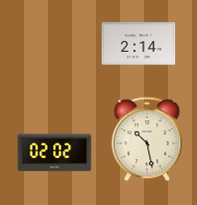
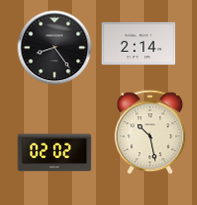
clock at (55, 48): none -> 8:24
clock at (147, 139) position: (147, 139) -> (150, 132)
